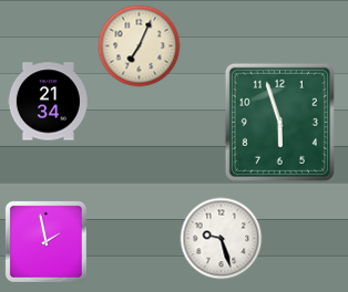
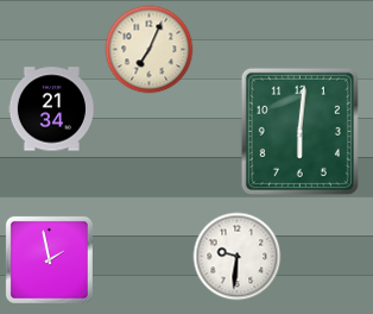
clock at (279, 122): 5:57 -> 6:01
clock at (222, 239): 9:27 -> 9:31
